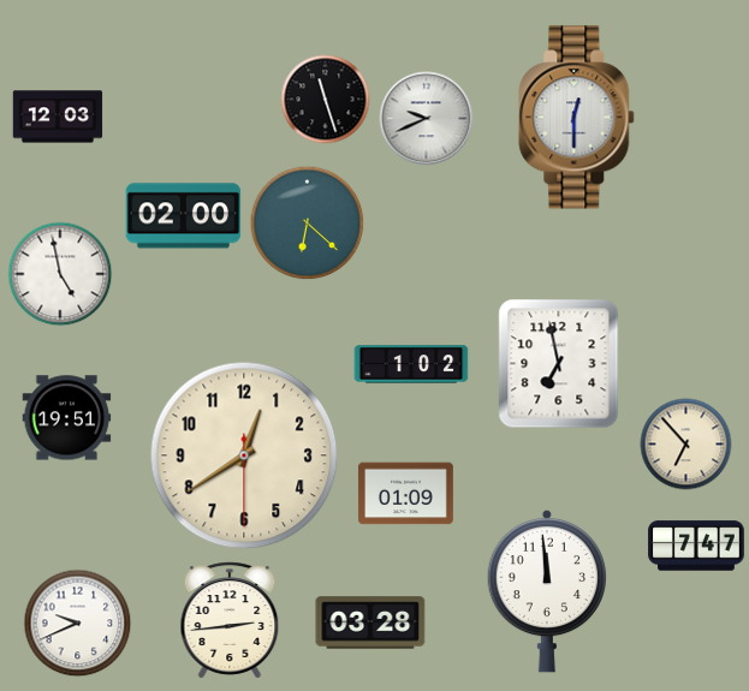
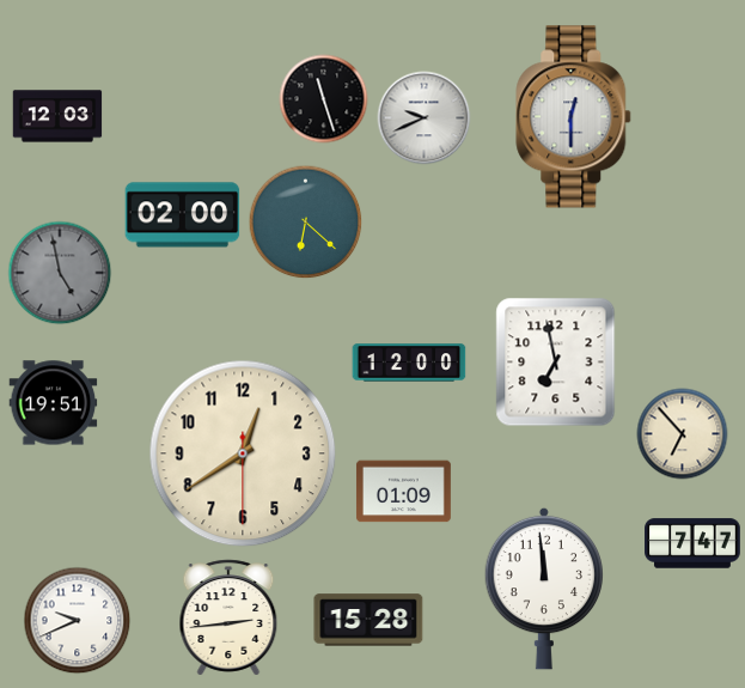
clock at (60, 274) dial: white -> grey
clock at (411, 364): 1:02 -> 12:00
clock at (67, 418) position: (67, 418) -> (54, 403)
clock at (686, 445) position: (686, 445) -> (683, 434)
clock at (370, 623): 03:28 -> 15:28
